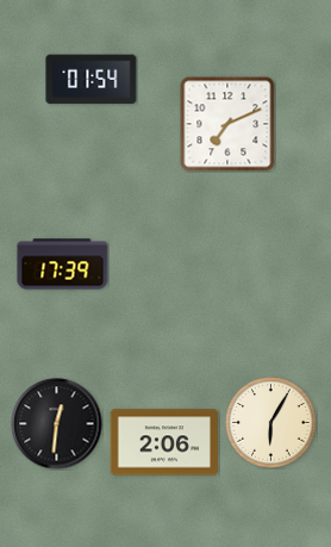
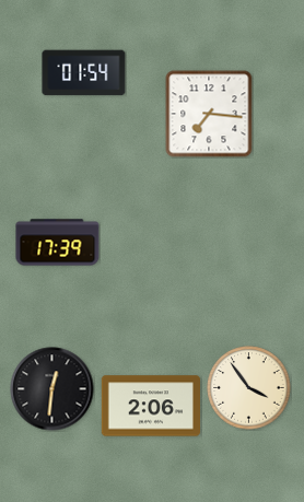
clock at (227, 124): 7:11 -> 7:16
clock at (271, 423): 6:05 -> 3:54
